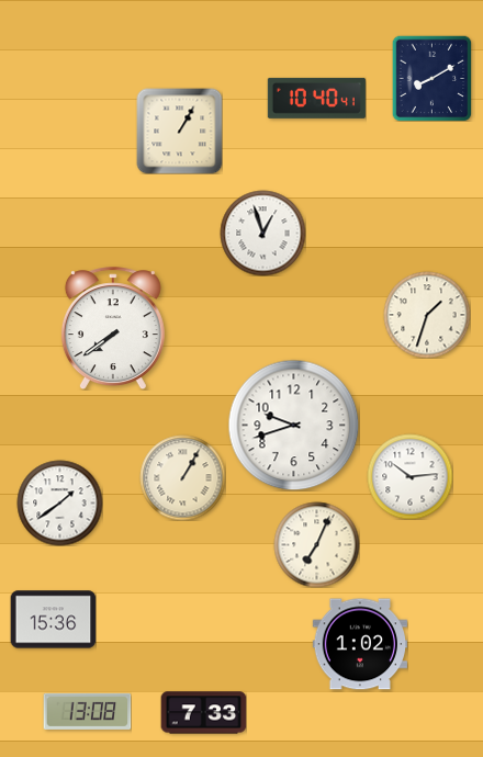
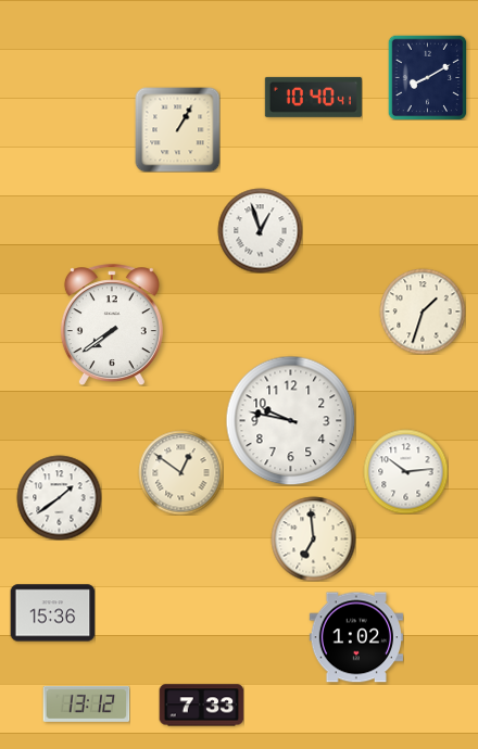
clock at (293, 425): 9:42 -> 9:47
clock at (182, 477): 1:05 -> 12:51
clock at (316, 544): 7:04 -> 6:59
clock at (87, 711): 13:08 -> 13:12
